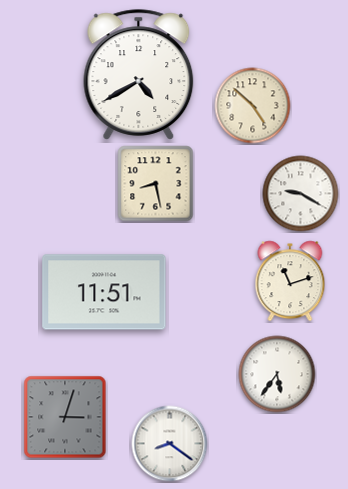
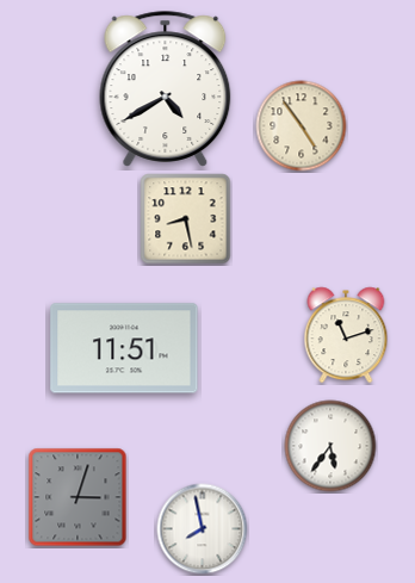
clock at (253, 106): 4:52 -> 4:54
clock at (301, 194): 9:20 -> none
clock at (170, 444): 8:21 -> 7:58
